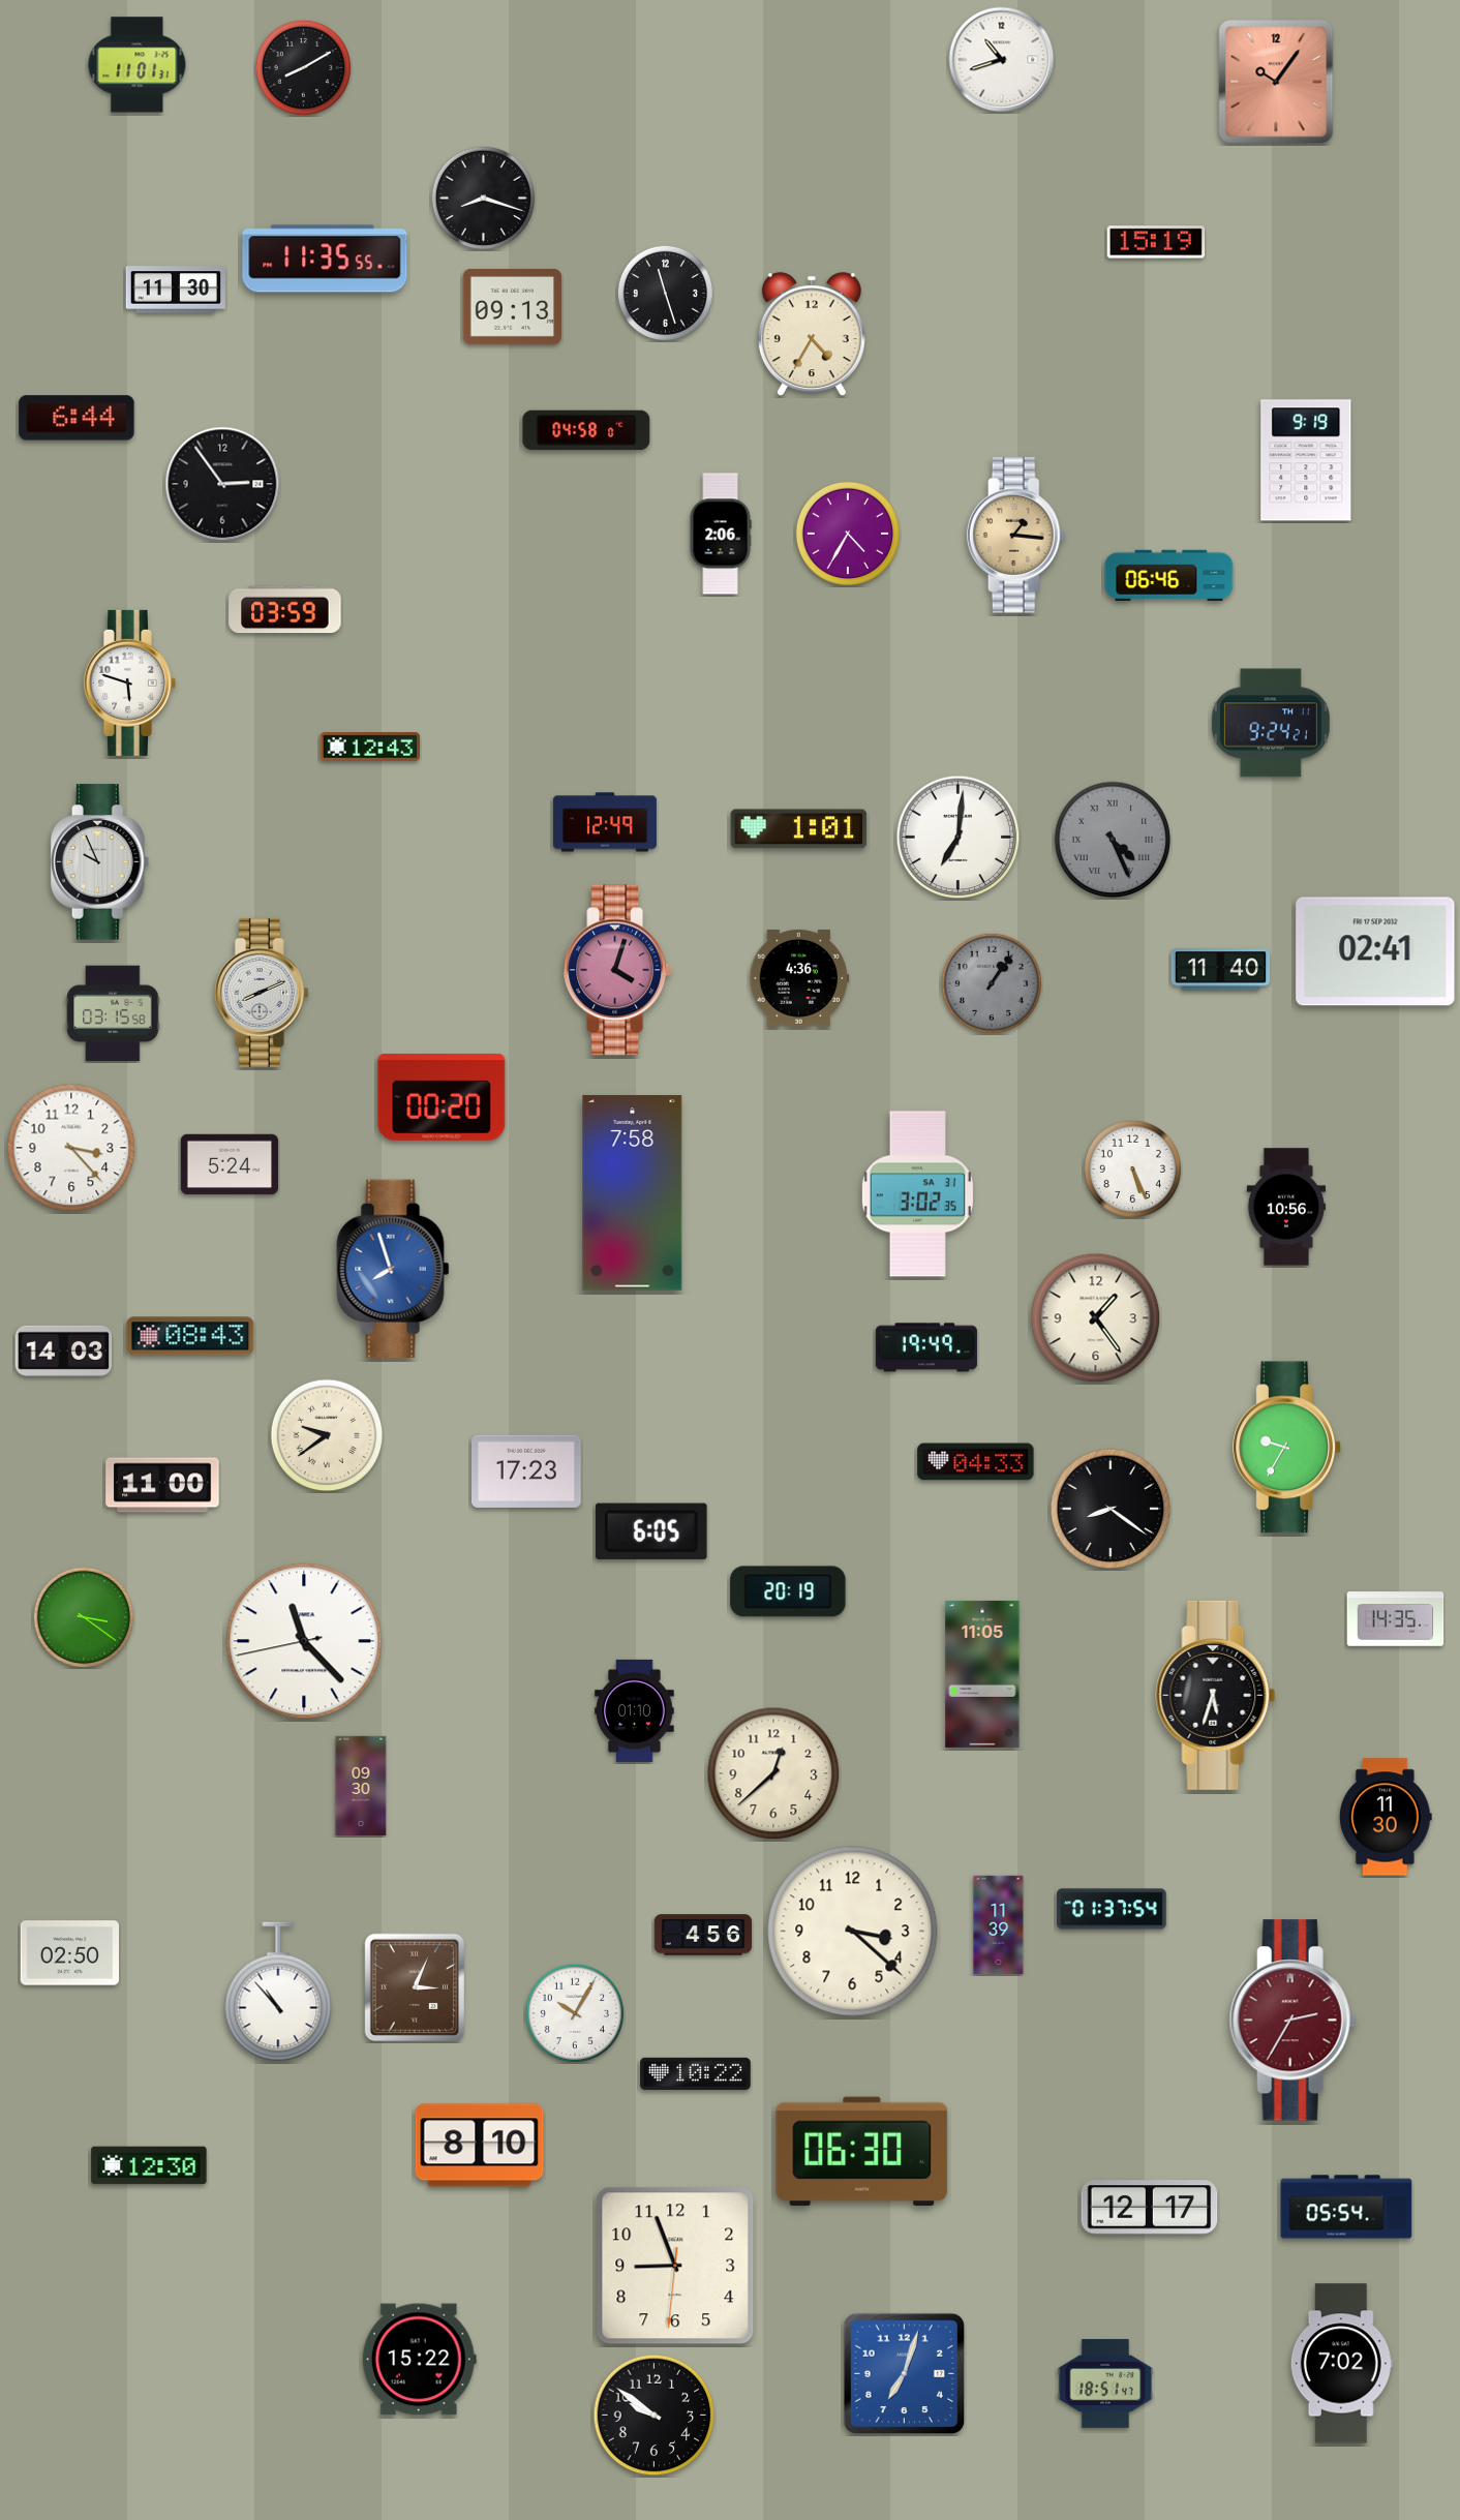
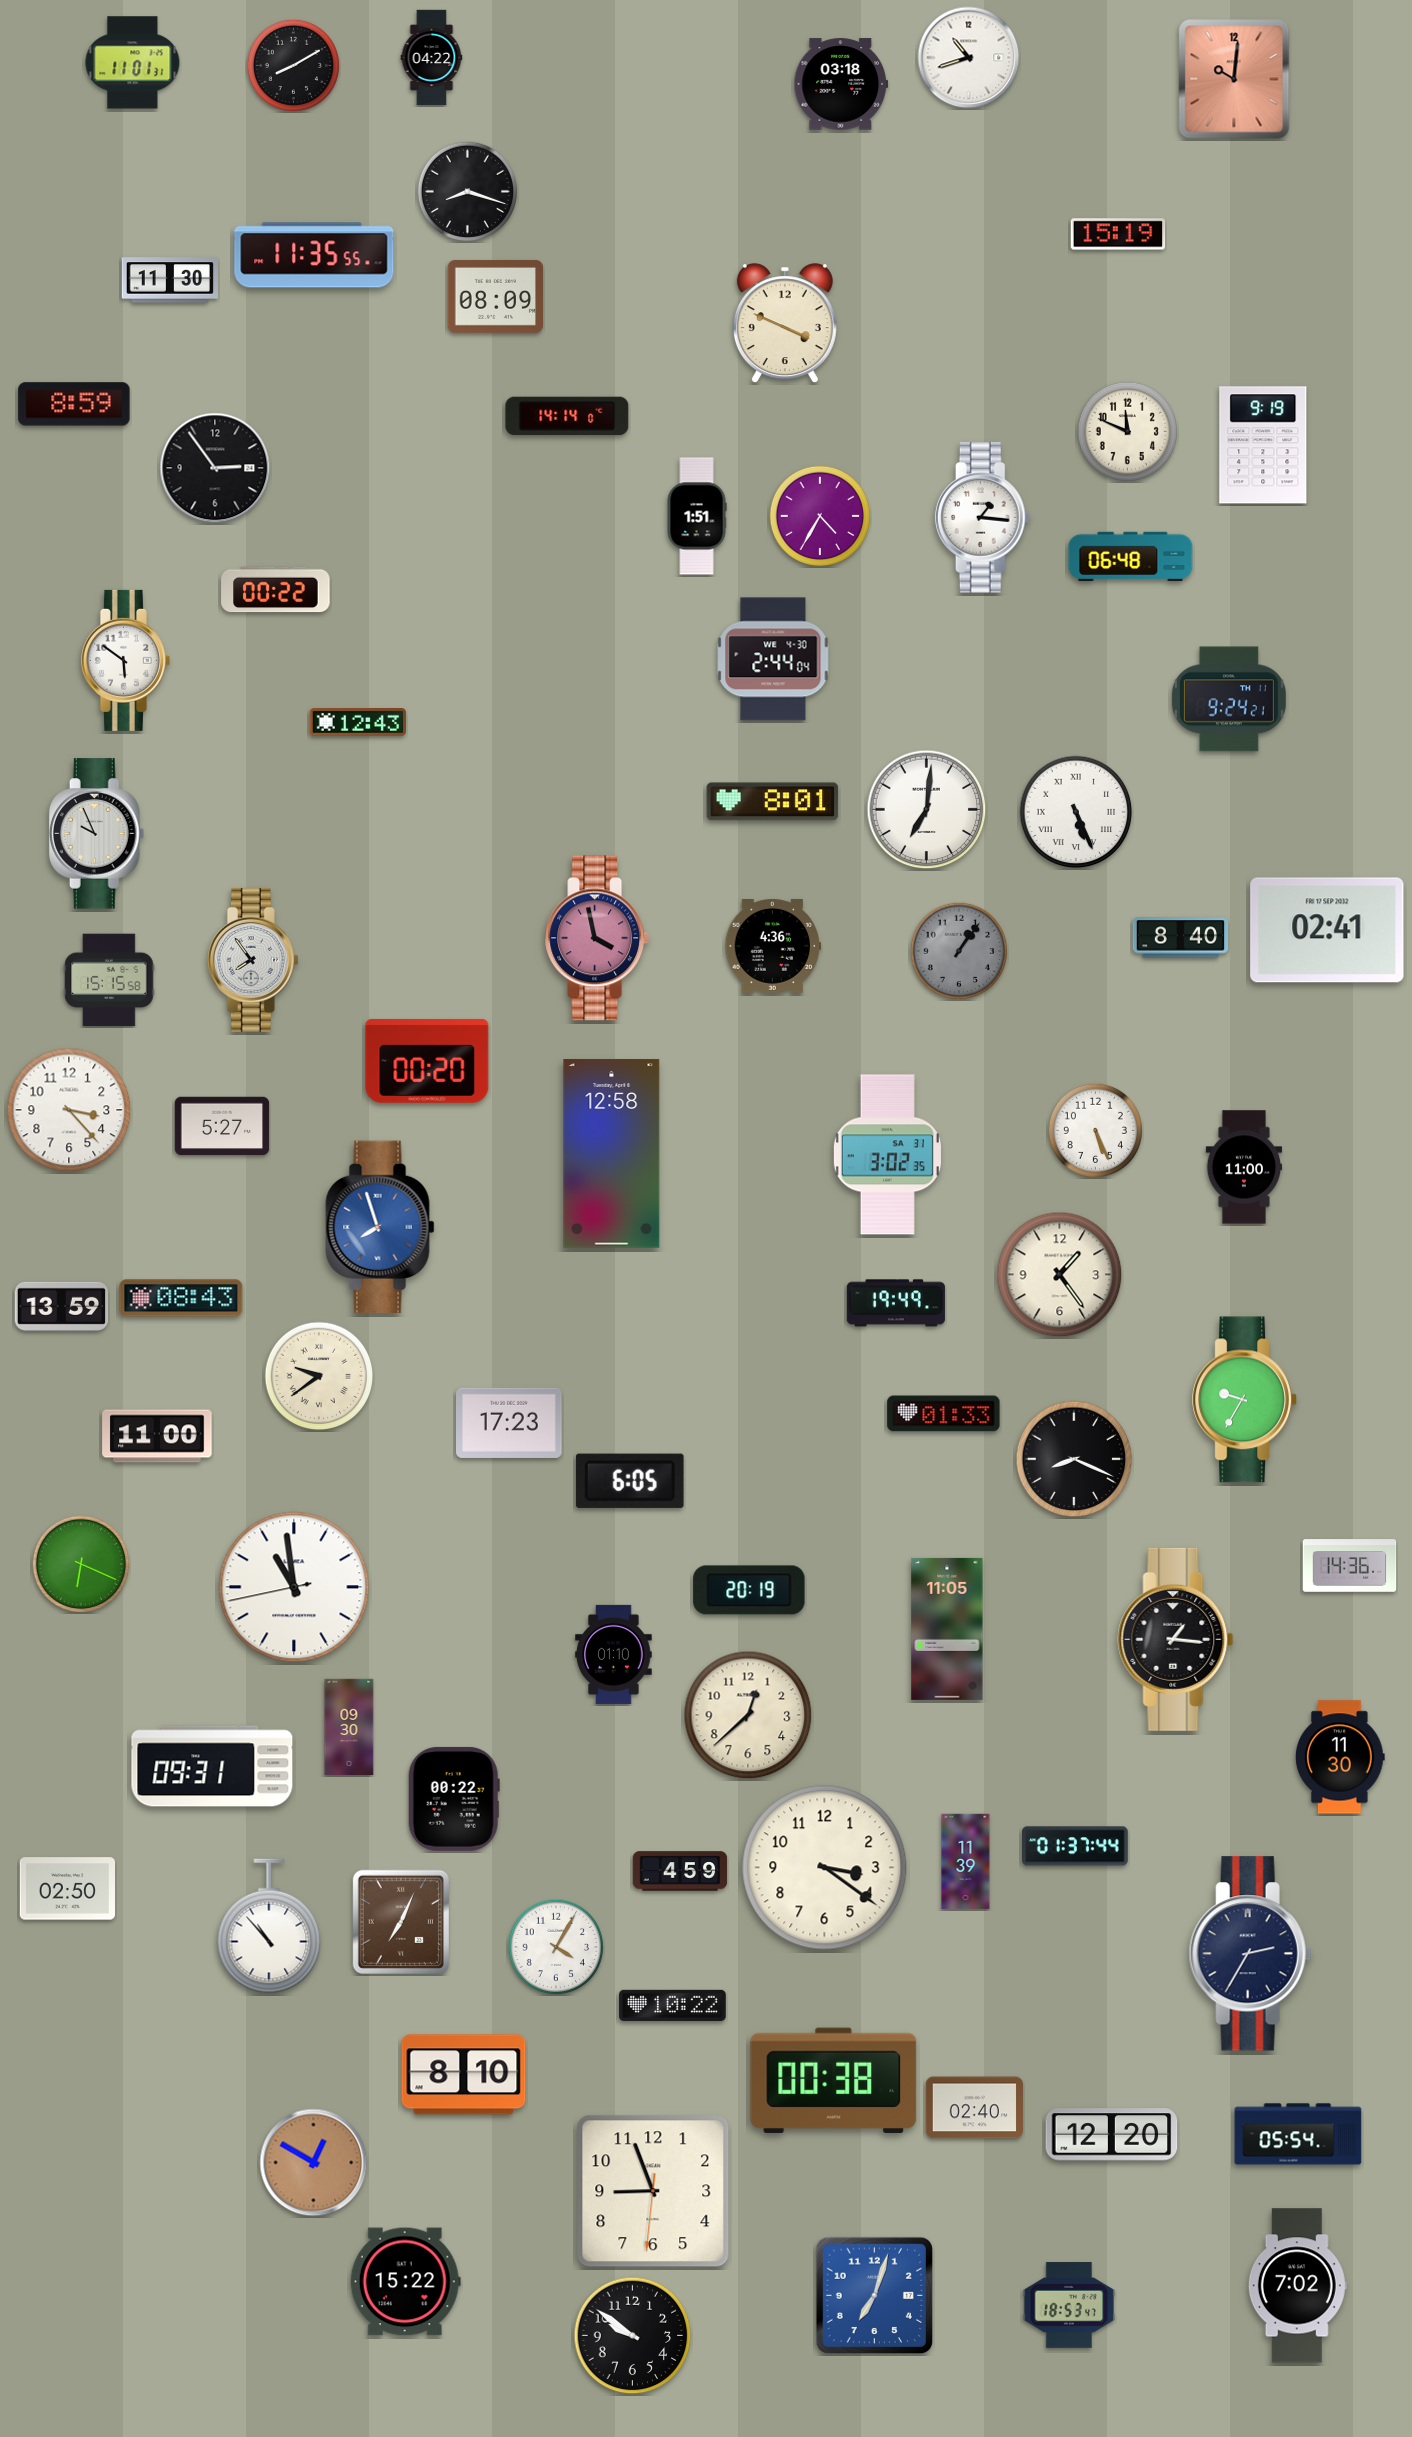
clock at (432, 58): none -> 04:22
clock at (1276, 82): 10:06 -> 10:01
clock at (841, 84): none -> 03:18
clock at (325, 259) position: (325, 259) -> (314, 255)
clock at (665, 293): 11:27 -> none
clock at (513, 306): 09:13 -> 08:09
clock at (812, 335): 4:35 -> 3:49
clock at (77, 418): 6:44 -> 8:59
clock at (586, 430): 04:58 -> 14:14
clock at (1127, 431): none -> 11:49
clock at (721, 534): 2:06 -> 1:51
clock at (1016, 536) dial: champagne -> white
clock at (1169, 575): 06:46 -> 06:48
clock at (285, 610): 03:59 -> 00:22
clock at (773, 659): none -> 2:44
clock at (129, 682): 5:48 -> 5:51
clock at (605, 822): 12:49 -> none
clock at (799, 829): 1:01 -> 8:01
clock at (1113, 840): 4:26 -> 5:26
clock at (1113, 840) dial: grey -> white
clock at (1375, 951) position: (1375, 951) -> (1327, 930)
clock at (617, 970): 4:03 -> 3:58
clock at (1221, 970): 11:40 -> 8:40
clock at (262, 993): 8:11 -> 7:54
clock at (113, 1013): 03:15 -> 15:15
clock at (230, 1164): 5:24 -> 5:27
clock at (633, 1193): 7:58 -> 12:58
clock at (1286, 1207): 10:56 -> 11:00
clock at (190, 1336) position: (190, 1336) -> (181, 1298)
clock at (64, 1350): 14:03 -> 13:59
clock at (327, 1435) position: (327, 1435) -> (319, 1376)
clock at (976, 1462): 04:33 -> 01:33
clock at (1111, 1509): 8:21 -> 8:19
clock at (788, 1591) position: (788, 1591) -> (749, 1590)
clock at (83, 1616): 3:21 -> 6:19
clock at (1396, 1619): 14:35 -> 14:36
clock at (304, 1641): 11:22 -> 10:58
clock at (982, 1674) position: (982, 1674) -> (947, 1629)
clock at (1216, 1695): 5:33 -> 1:16
clock at (212, 1766): none -> 09:31
clock at (454, 1799): none -> 00:22
clock at (1113, 1909): 01:37:54 -> 01:37:44
clock at (853, 1932): 3:22 -> 3:21
clock at (703, 1935): 4:56 -> 4:59
clock at (415, 1986): 3:04 -> 7:04
clock at (574, 2012): 10:05 -> 4:05
clock at (1292, 2021) dial: burgundy -> navy
clock at (862, 2151): 06:30 -> 00:38
clock at (149, 2165): 12:30 -> none
clock at (974, 2108): none -> 02:40
clock at (1346, 2207) position: (1346, 2207) -> (1298, 2134)
clock at (1150, 2208): 12:17 -> 12:20
clock at (314, 2163): none -> 12:50
clock at (1105, 2384): 18:51 -> 18:53
